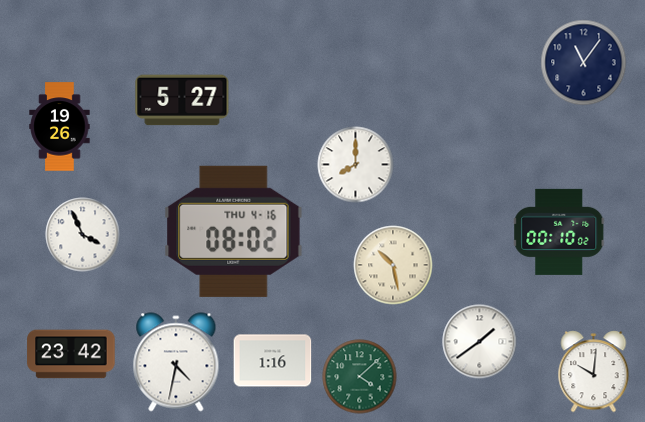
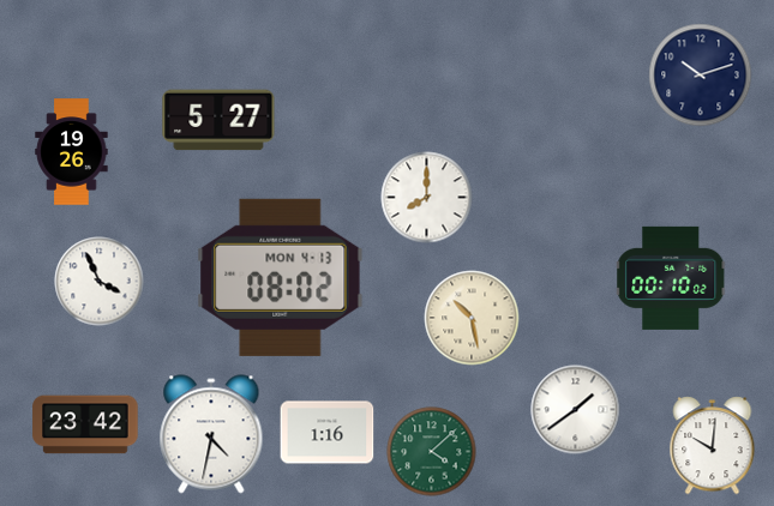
clock at (584, 63): 11:06 -> 10:12
clock at (234, 231) date: THU 4-16 -> MON 4-13
